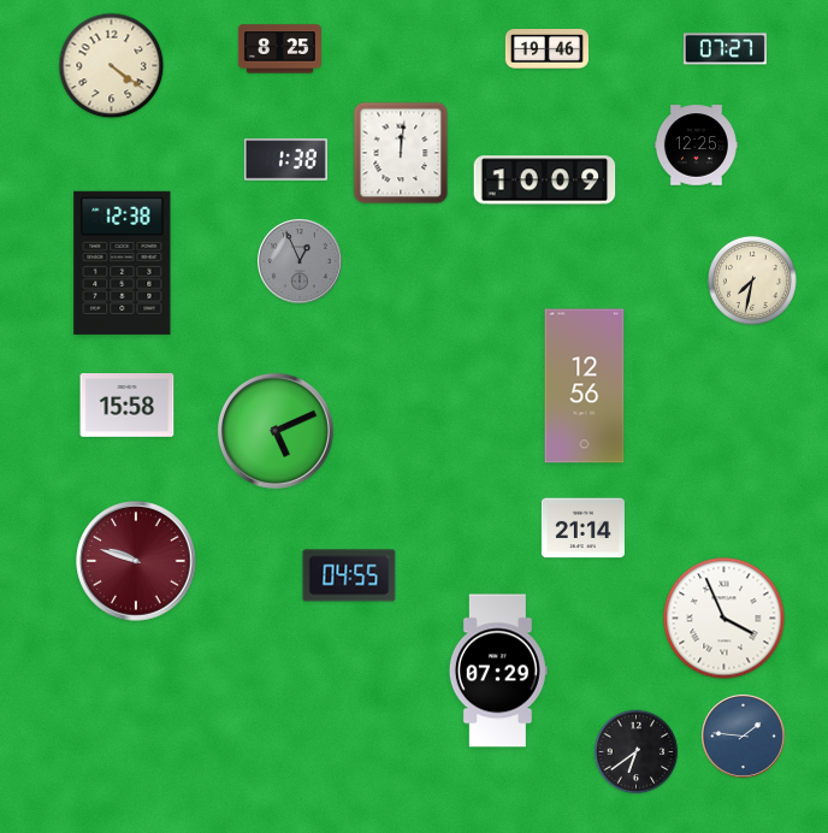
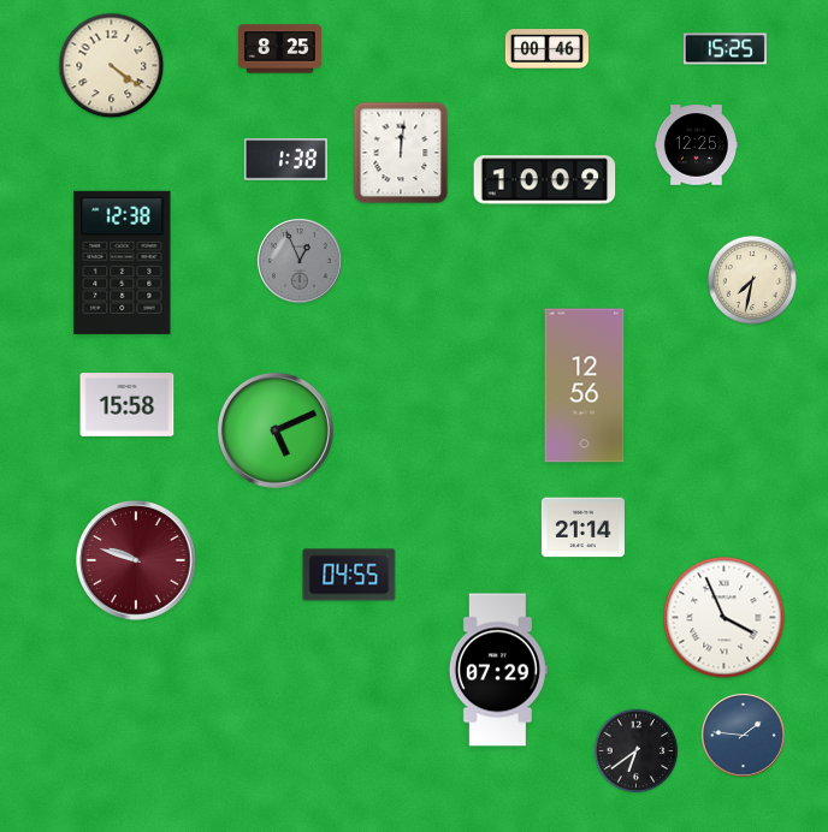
clock at (546, 49): 19:46 -> 00:46
clock at (724, 49): 07:27 -> 15:25
